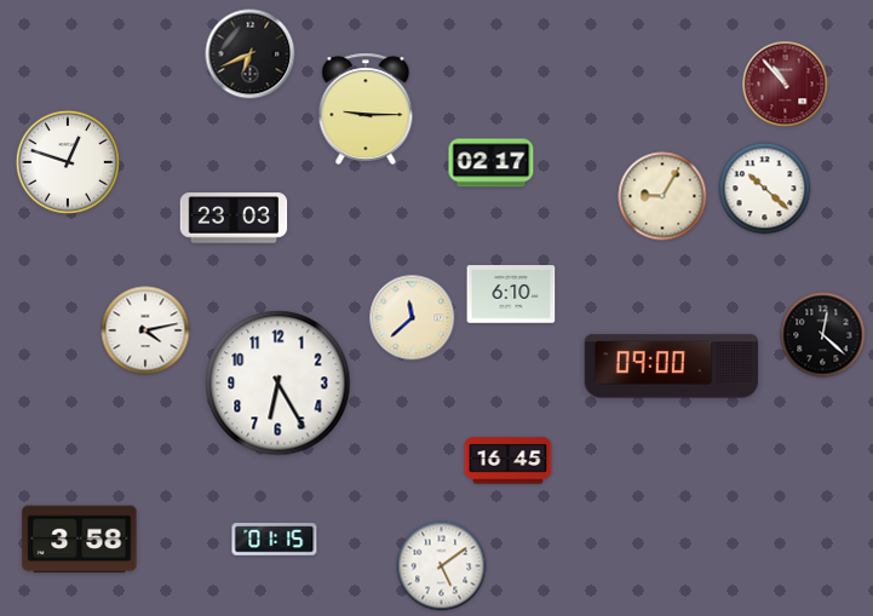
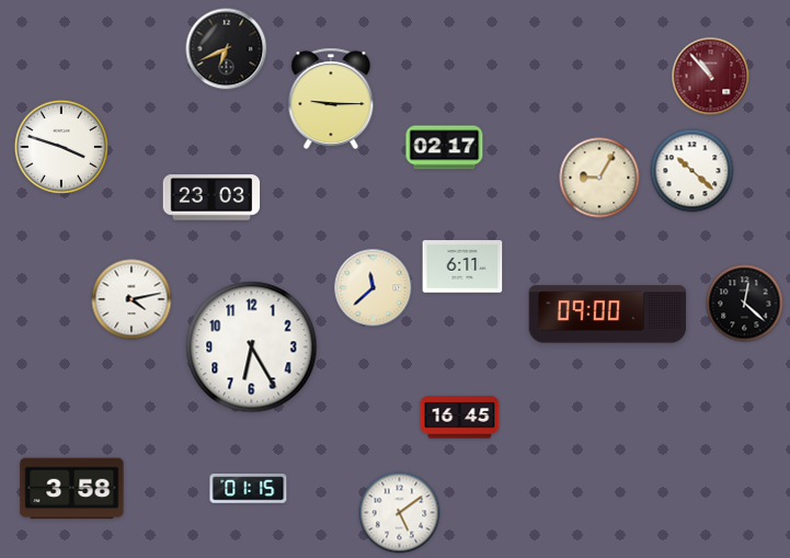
clock at (68, 162): 12:48 -> 3:48
clock at (511, 294): 6:10 -> 6:11
clock at (672, 367) position: (672, 367) -> (608, 315)
